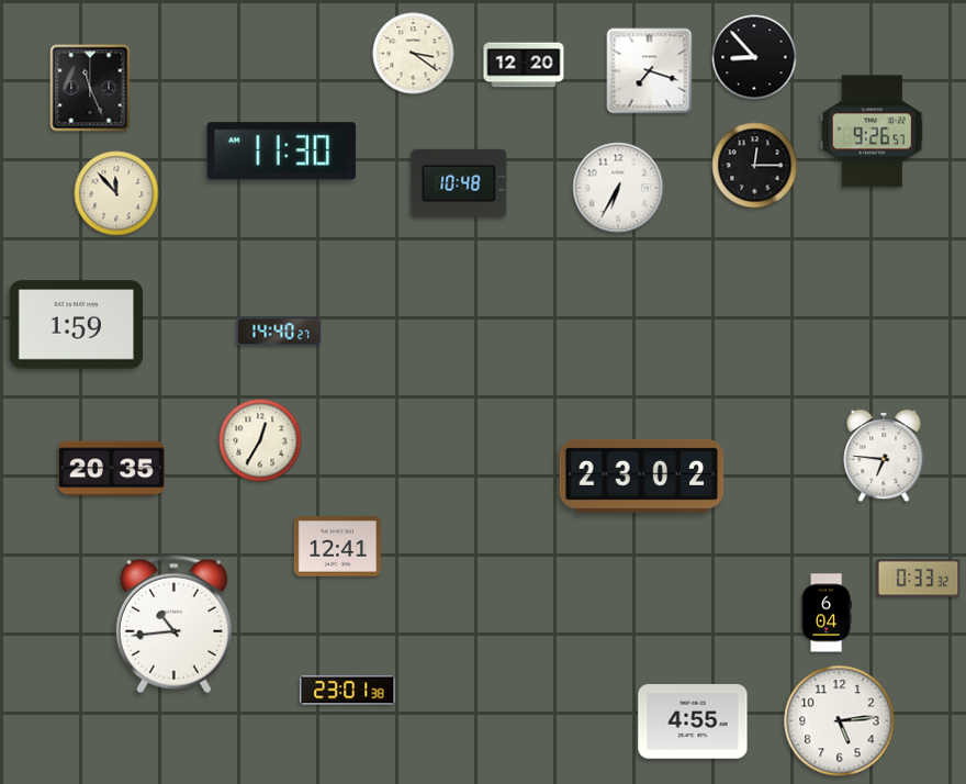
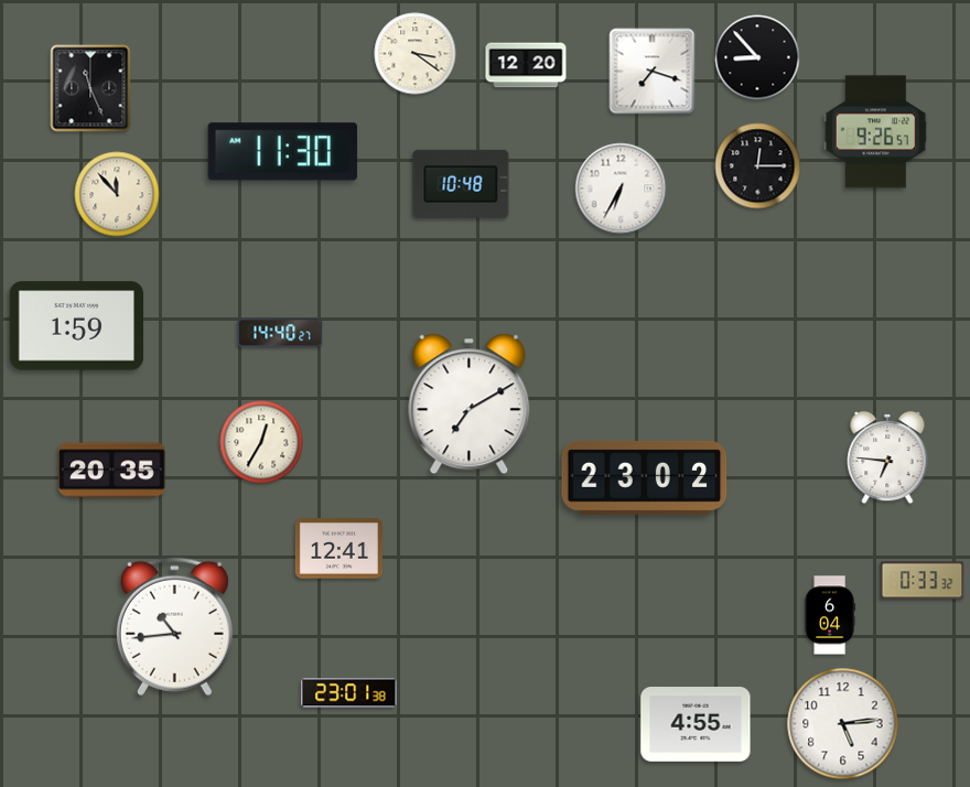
clock at (470, 405): none -> 7:10
